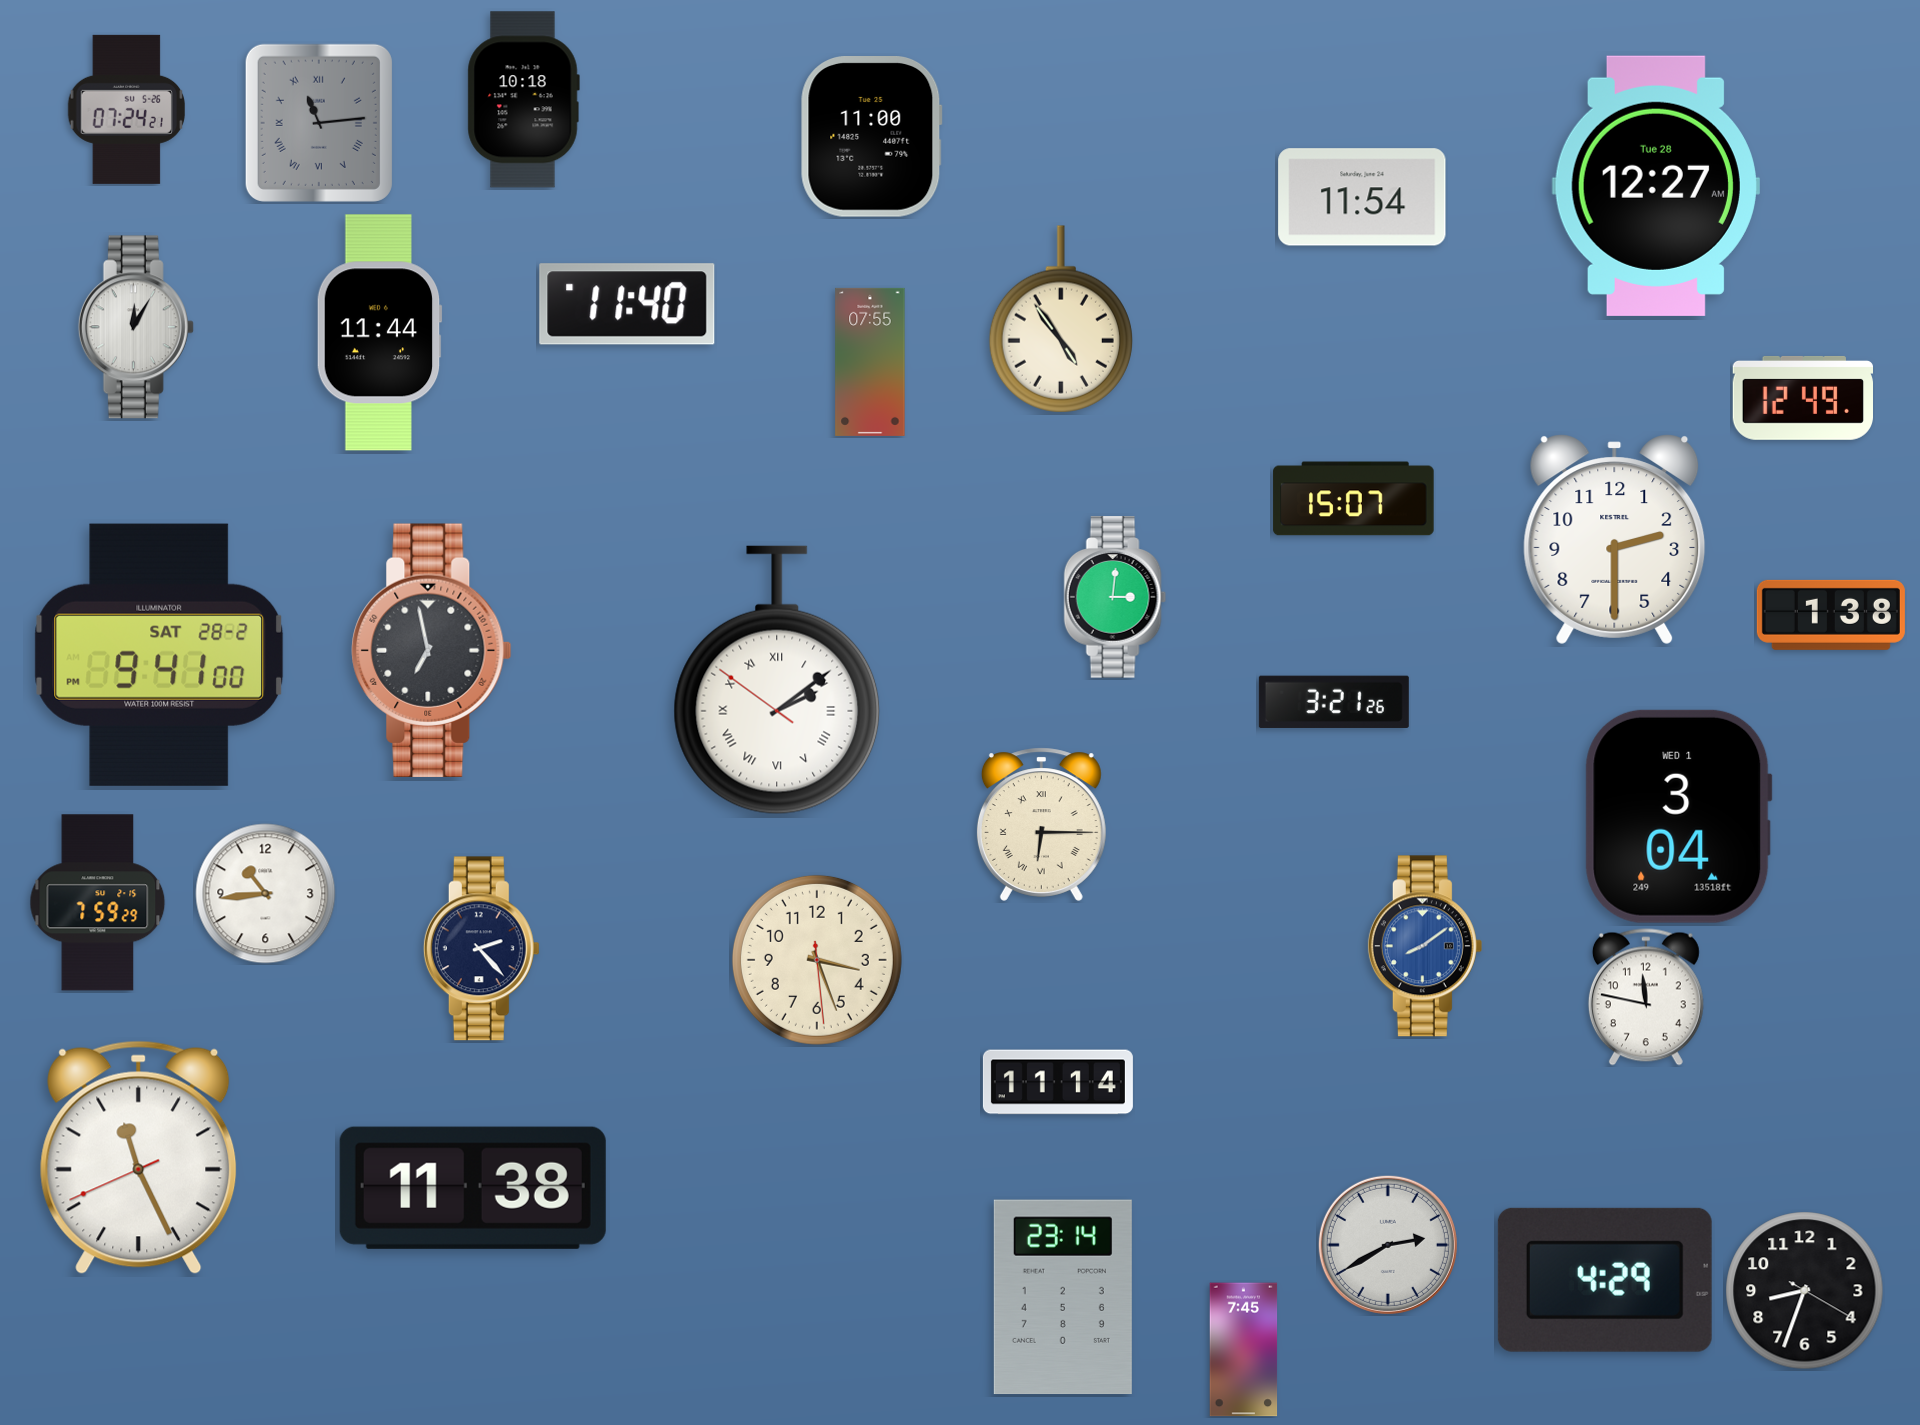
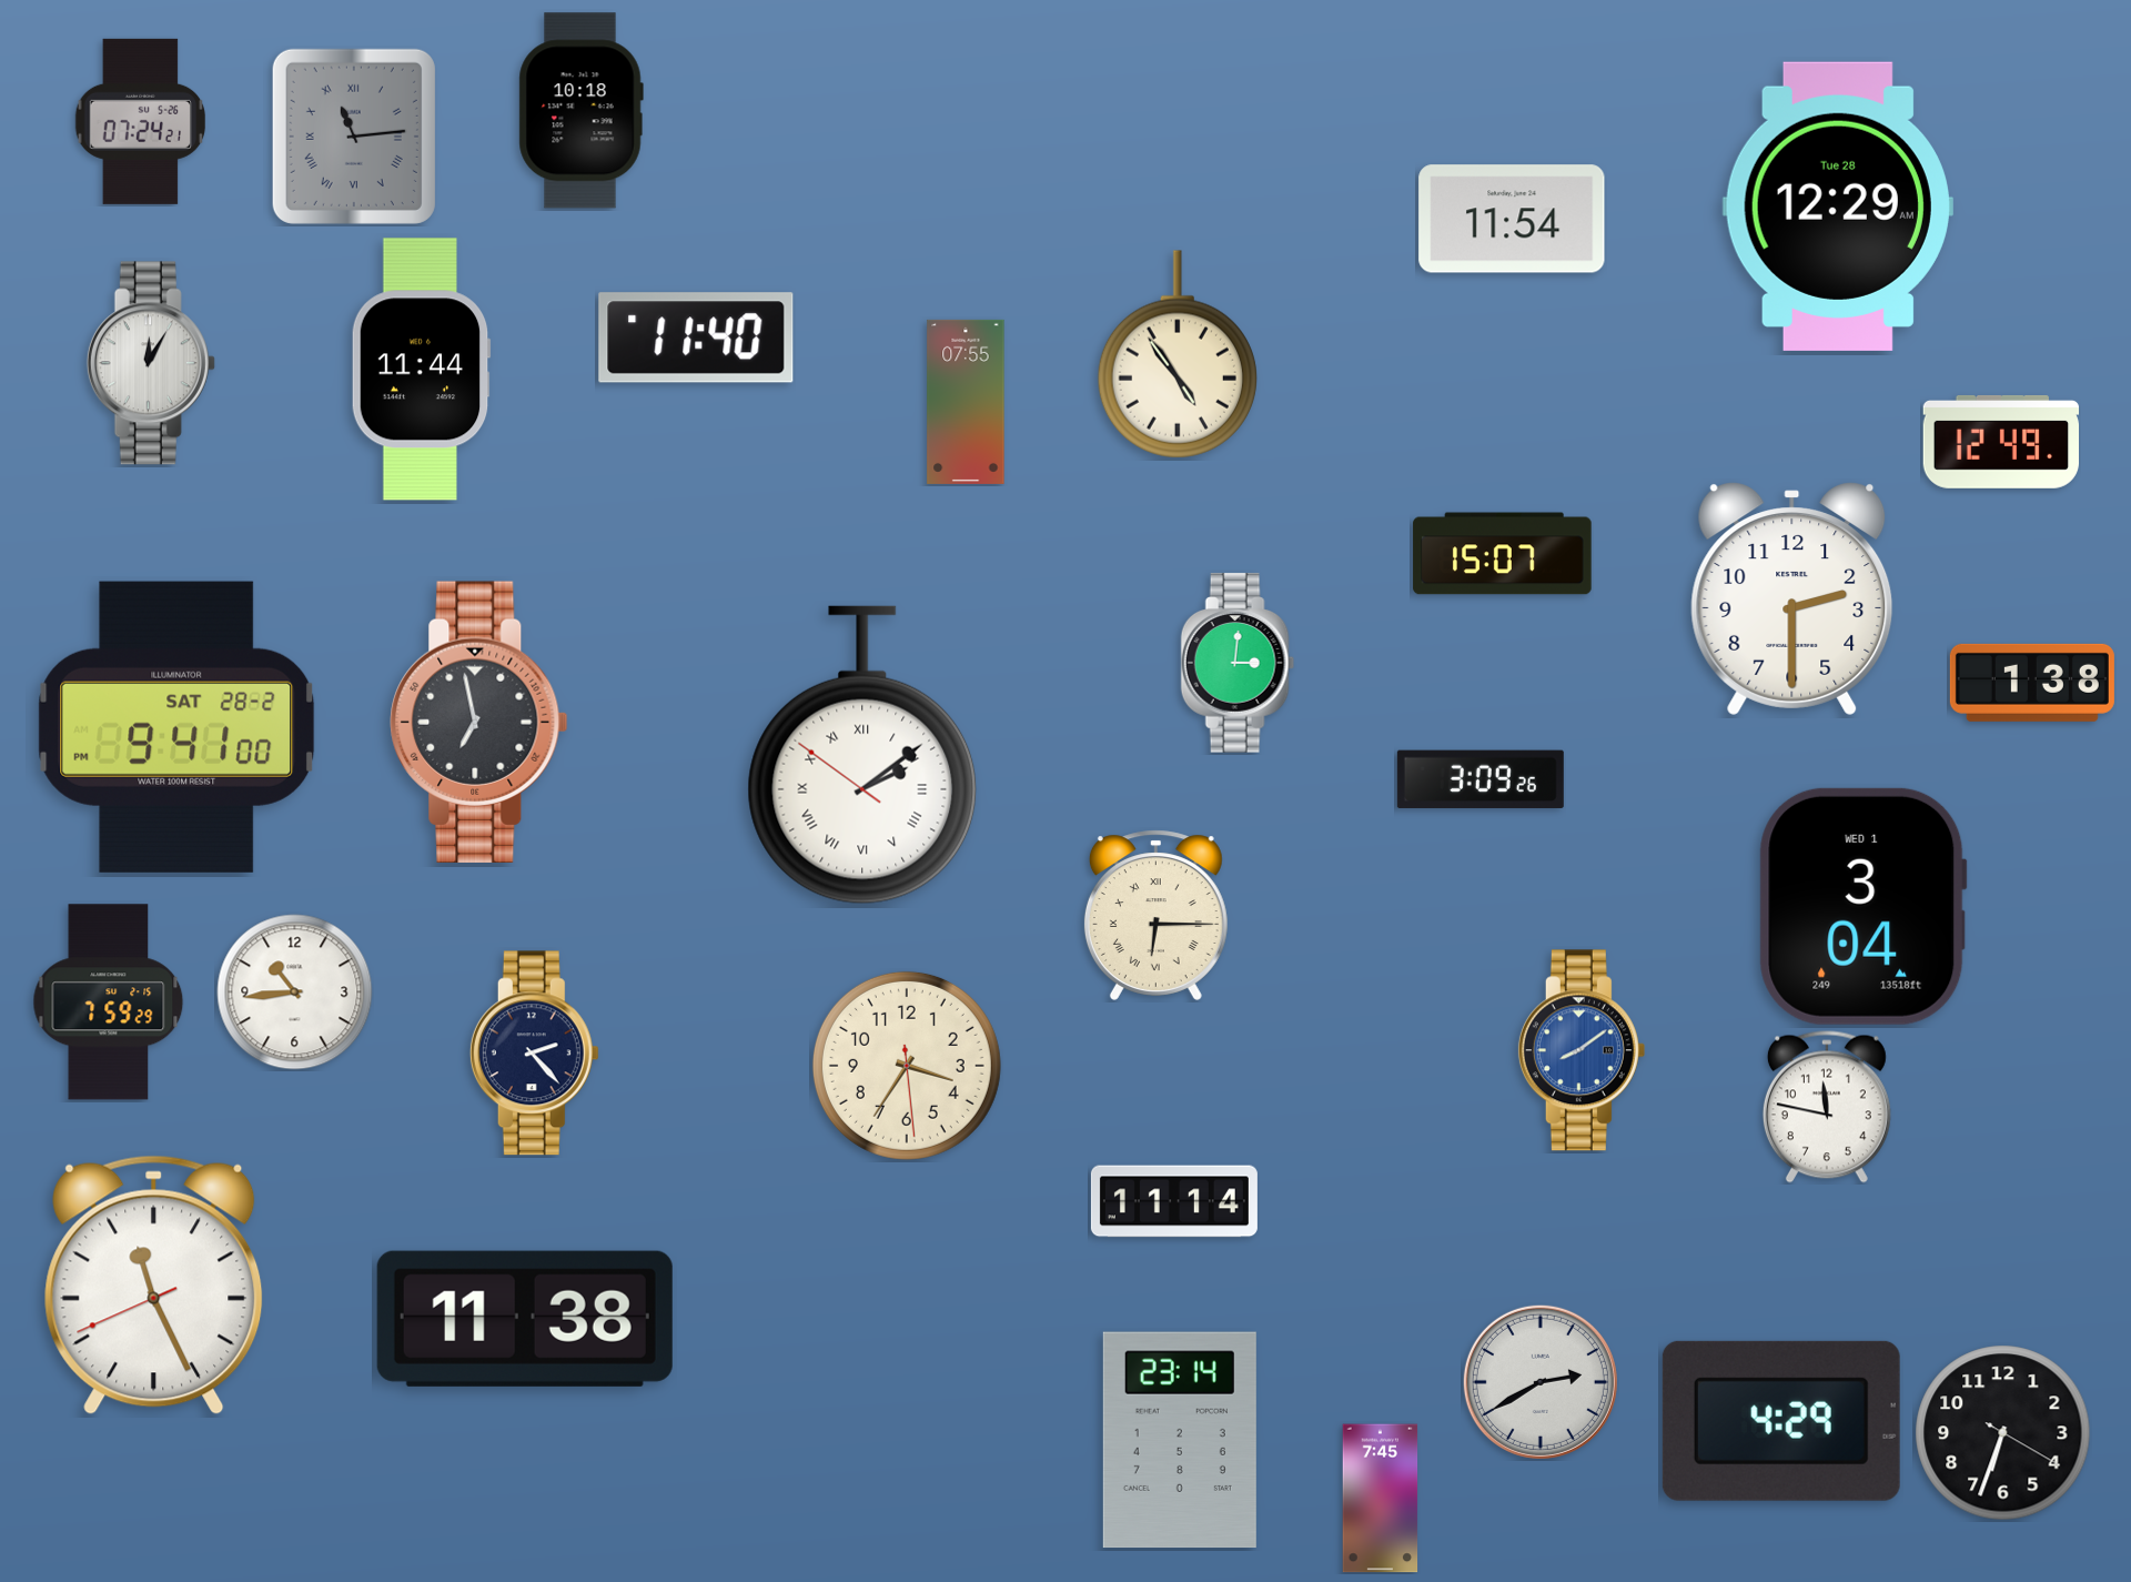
clock at (871, 137): 11:00 -> none
clock at (1656, 186): 12:27 -> 12:29
clock at (1334, 701): 3:21 -> 3:09
clock at (817, 960): 3:26 -> 3:35
clock at (1805, 1291): 8:33 -> 6:33
